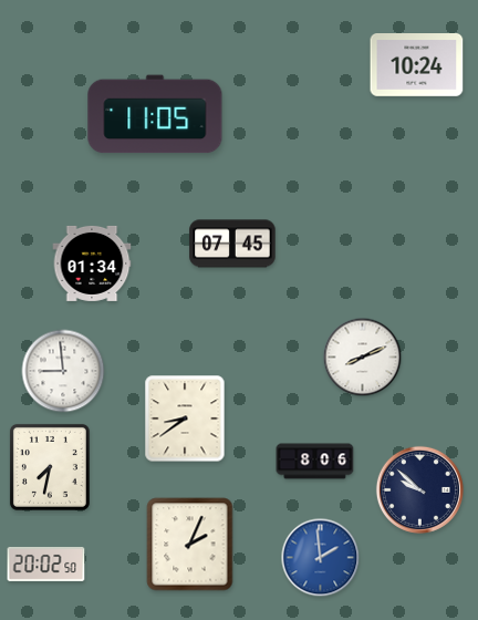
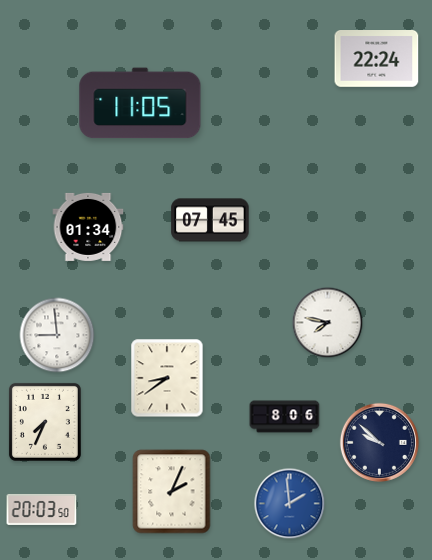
clock at (417, 65): 10:24 -> 22:24
clock at (92, 263) position: (92, 263) -> (88, 227)
clock at (363, 358): 8:11 -> 7:47
clock at (50, 467): 7:32 -> 7:34
clock at (46, 564): 20:02 -> 20:03
